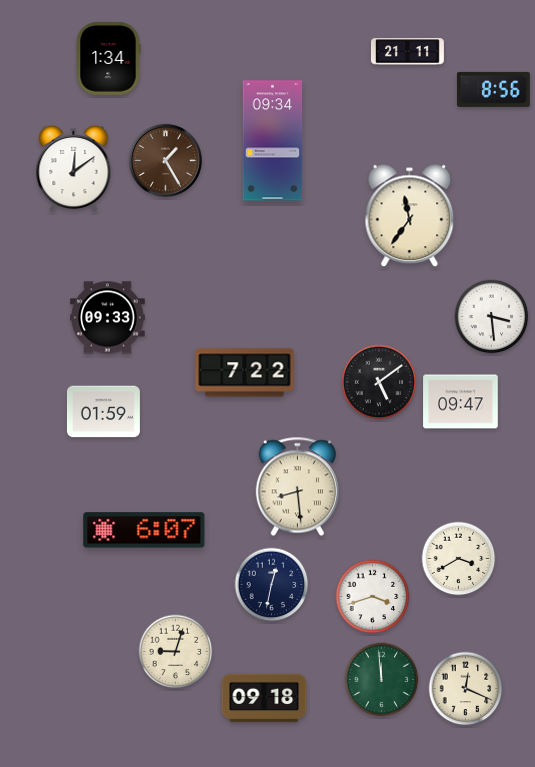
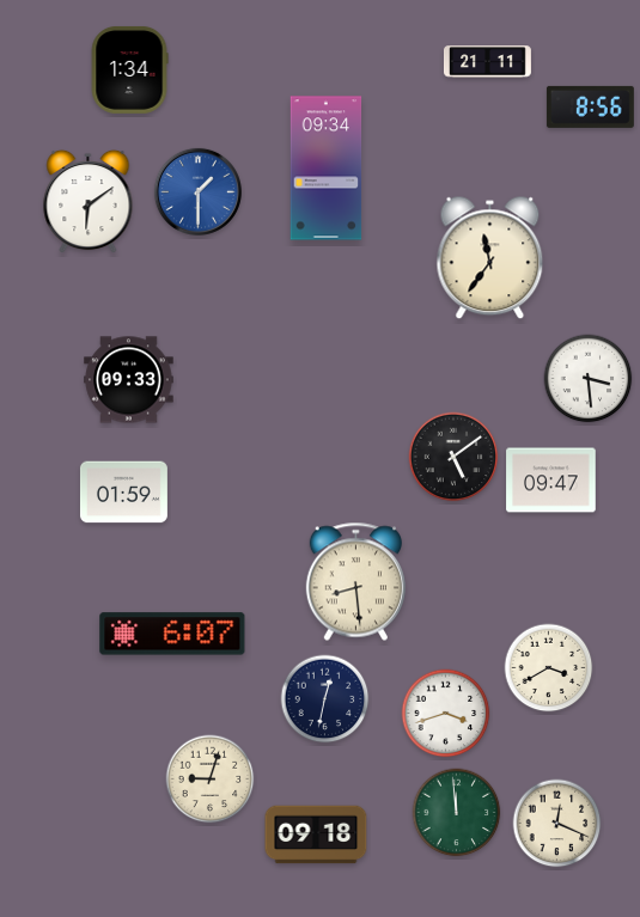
clock at (165, 160): 1:25 -> 1:30
clock at (165, 160) dial: brown -> blue
clock at (74, 169): 12:09 -> 6:09
clock at (245, 373): 7:22 -> none
